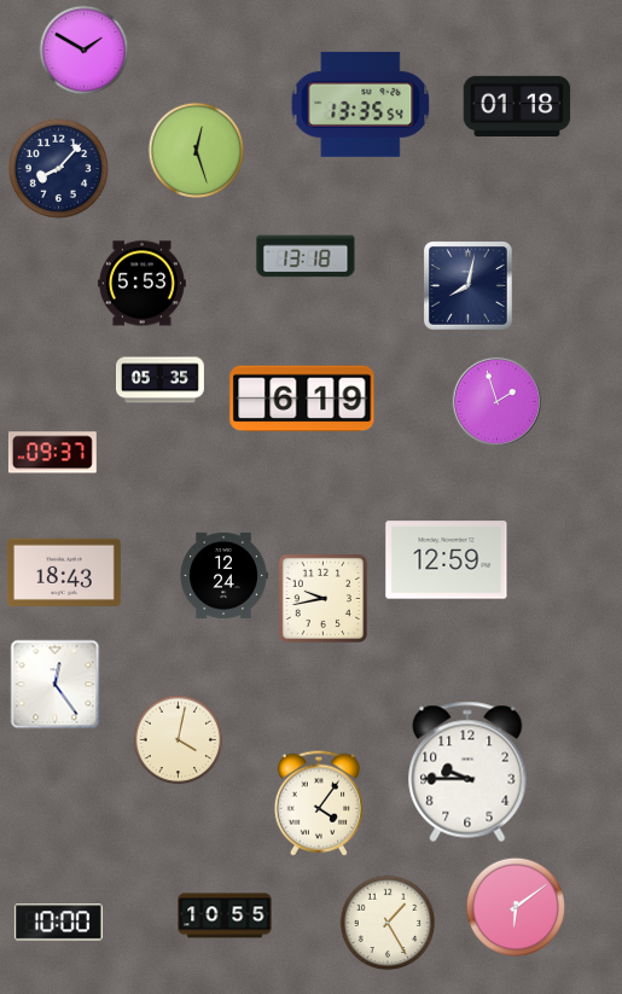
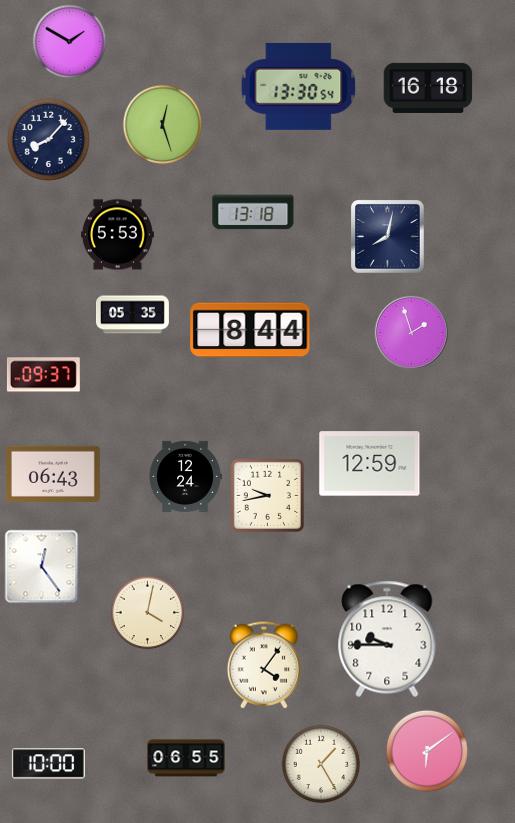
clock at (361, 104): 13:35 -> 13:30
clock at (517, 106): 01:18 -> 16:18
clock at (302, 399): 6:19 -> 8:44
clock at (64, 572): 18:43 -> 06:43
clock at (56, 685) position: (56, 685) -> (42, 567)
clock at (225, 915): 10:55 -> 06:55
